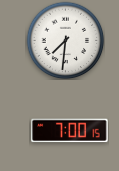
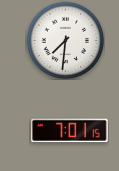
clock at (70, 131): 7:00 -> 7:01
